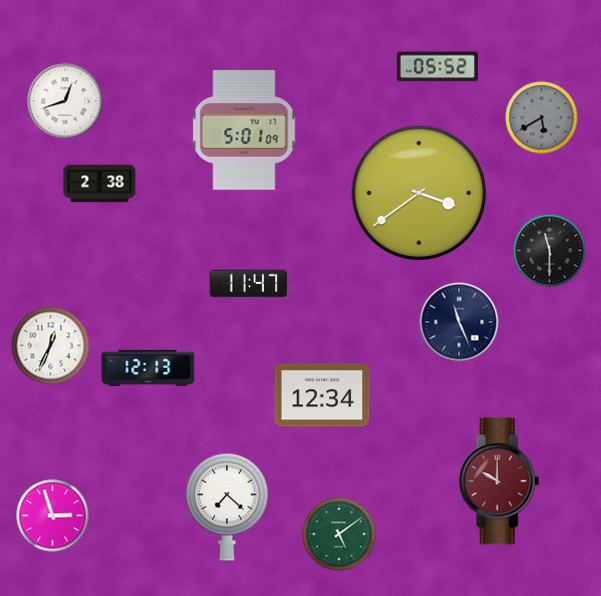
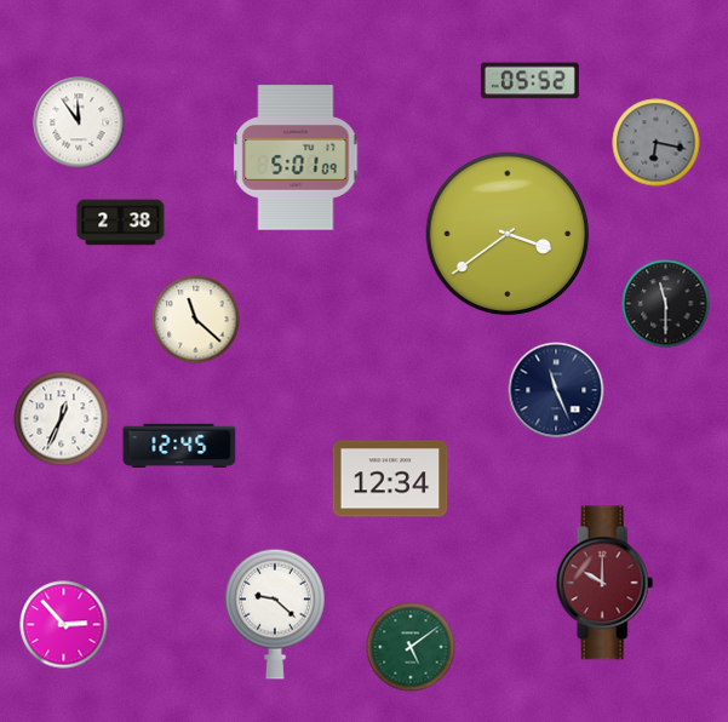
clock at (65, 101): 12:42 -> 11:54
clock at (542, 118): 5:40 -> 6:17
clock at (196, 320): none -> 11:22
clock at (249, 284): 11:47 -> none
clock at (148, 367): 12:13 -> 12:45
clock at (228, 507): 7:22 -> 9:22
clock at (53, 516): 2:57 -> 2:53
